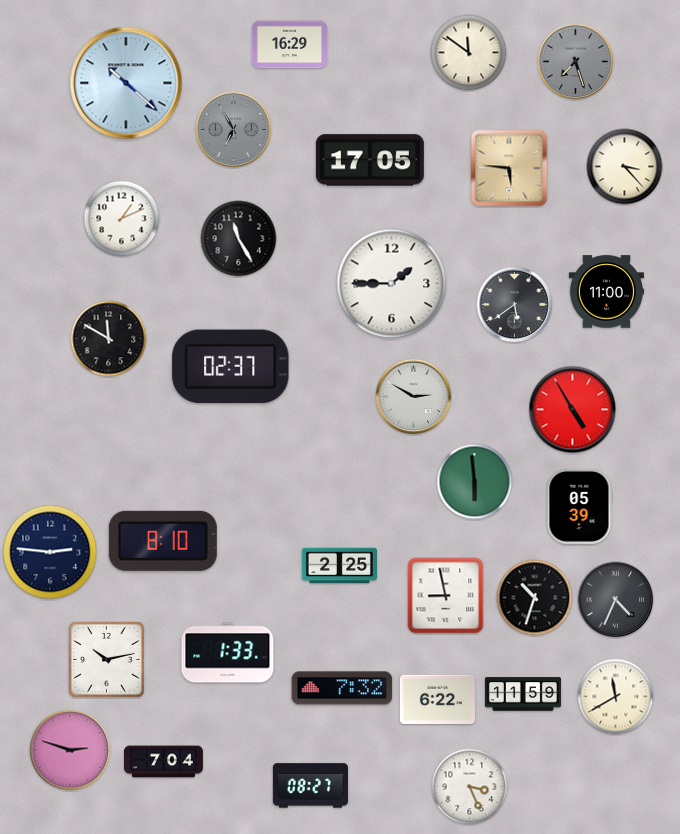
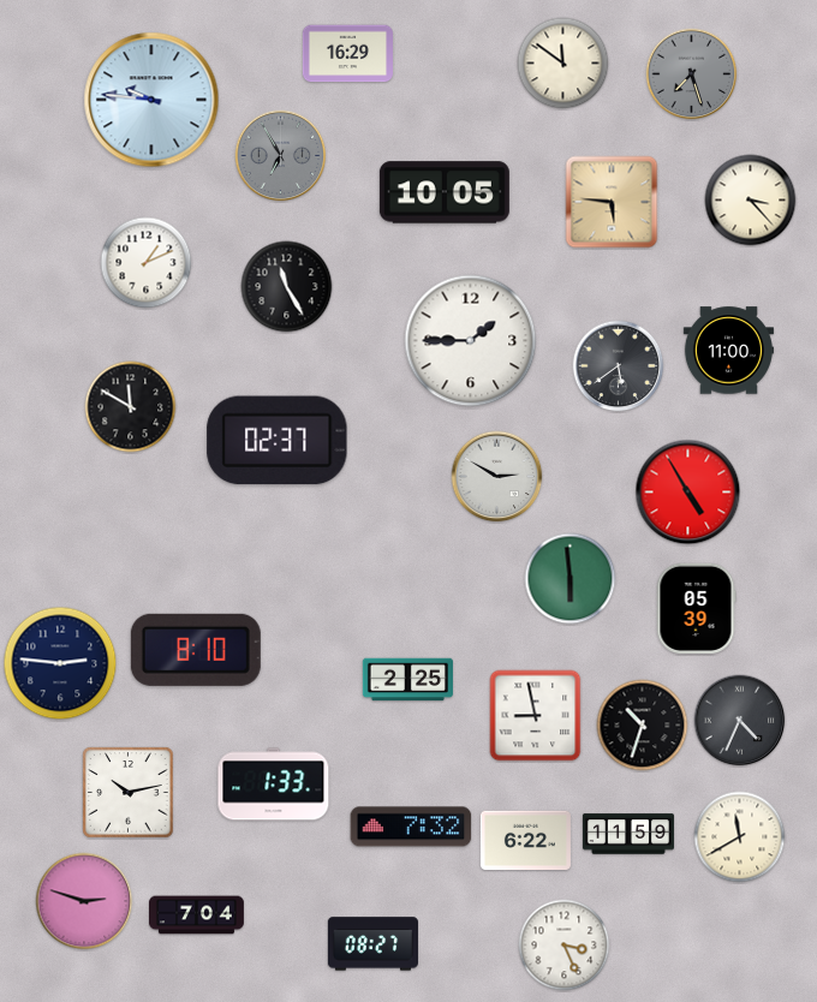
clock at (126, 83): 10:22 -> 9:46
clock at (370, 160): 17:05 -> 10:05
clock at (535, 598) position: (535, 598) -> (643, 726)
